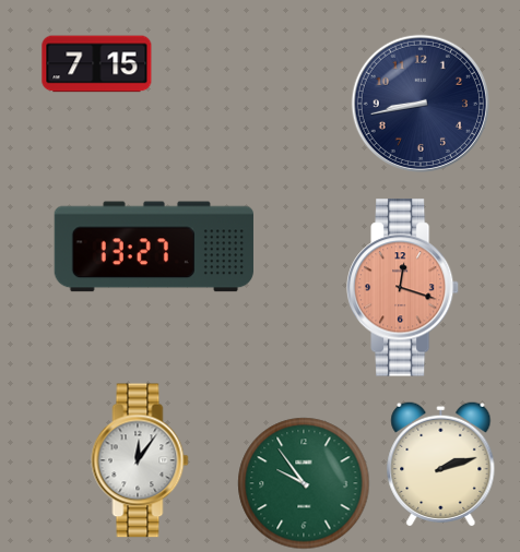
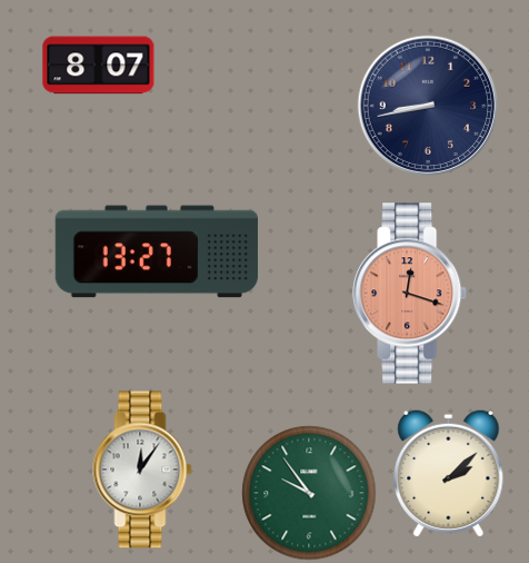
clock at (97, 64): 7:15 -> 8:07
clock at (441, 464): 2:12 -> 2:08
